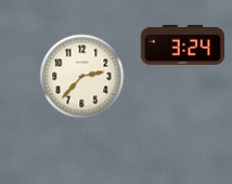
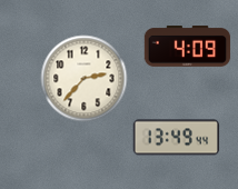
clock at (182, 45): 3:24 -> 4:09
clock at (176, 138): none -> 13:49
